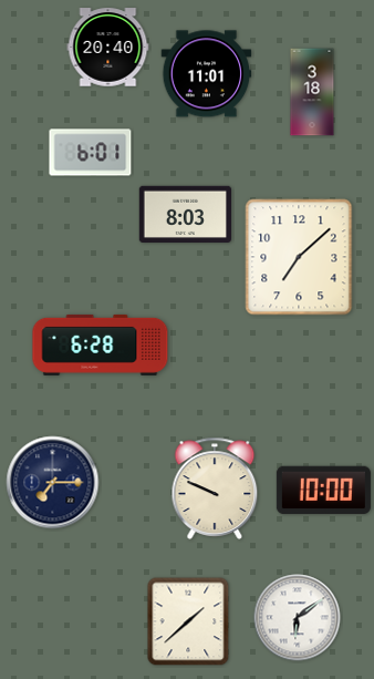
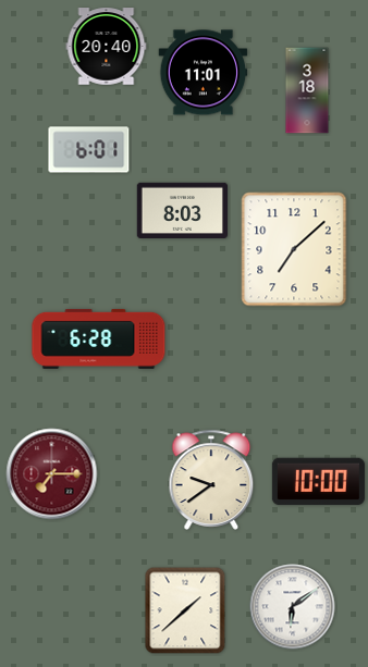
clock at (299, 257) position: (299, 257) -> (294, 249)
clock at (53, 483) dial: navy -> burgundy
clock at (215, 488): 9:49 -> 9:39
